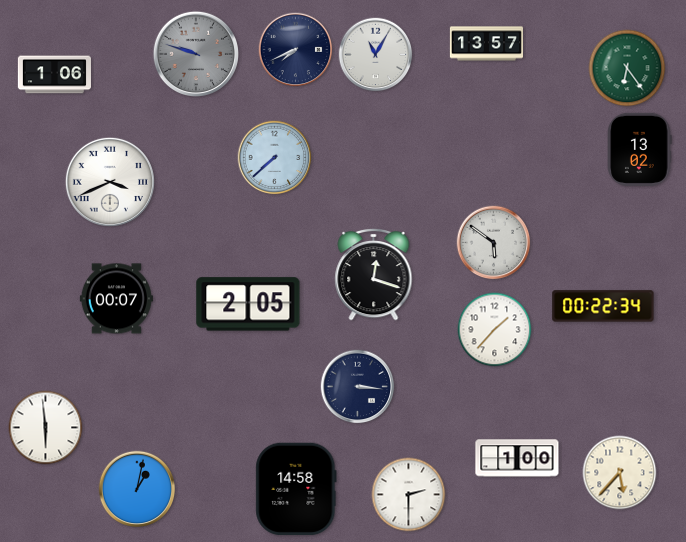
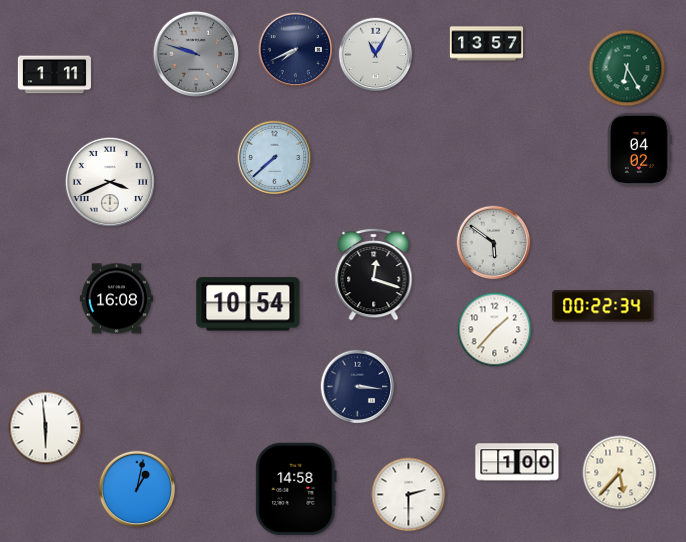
clock at (627, 68): 6:24 -> 6:25
clock at (54, 75): 1:06 -> 1:11
clock at (640, 149): 13:02 -> 04:02
clock at (116, 299): 00:07 -> 16:08
clock at (248, 304): 2:05 -> 10:54
clock at (517, 458) position: (517, 458) -> (517, 462)
